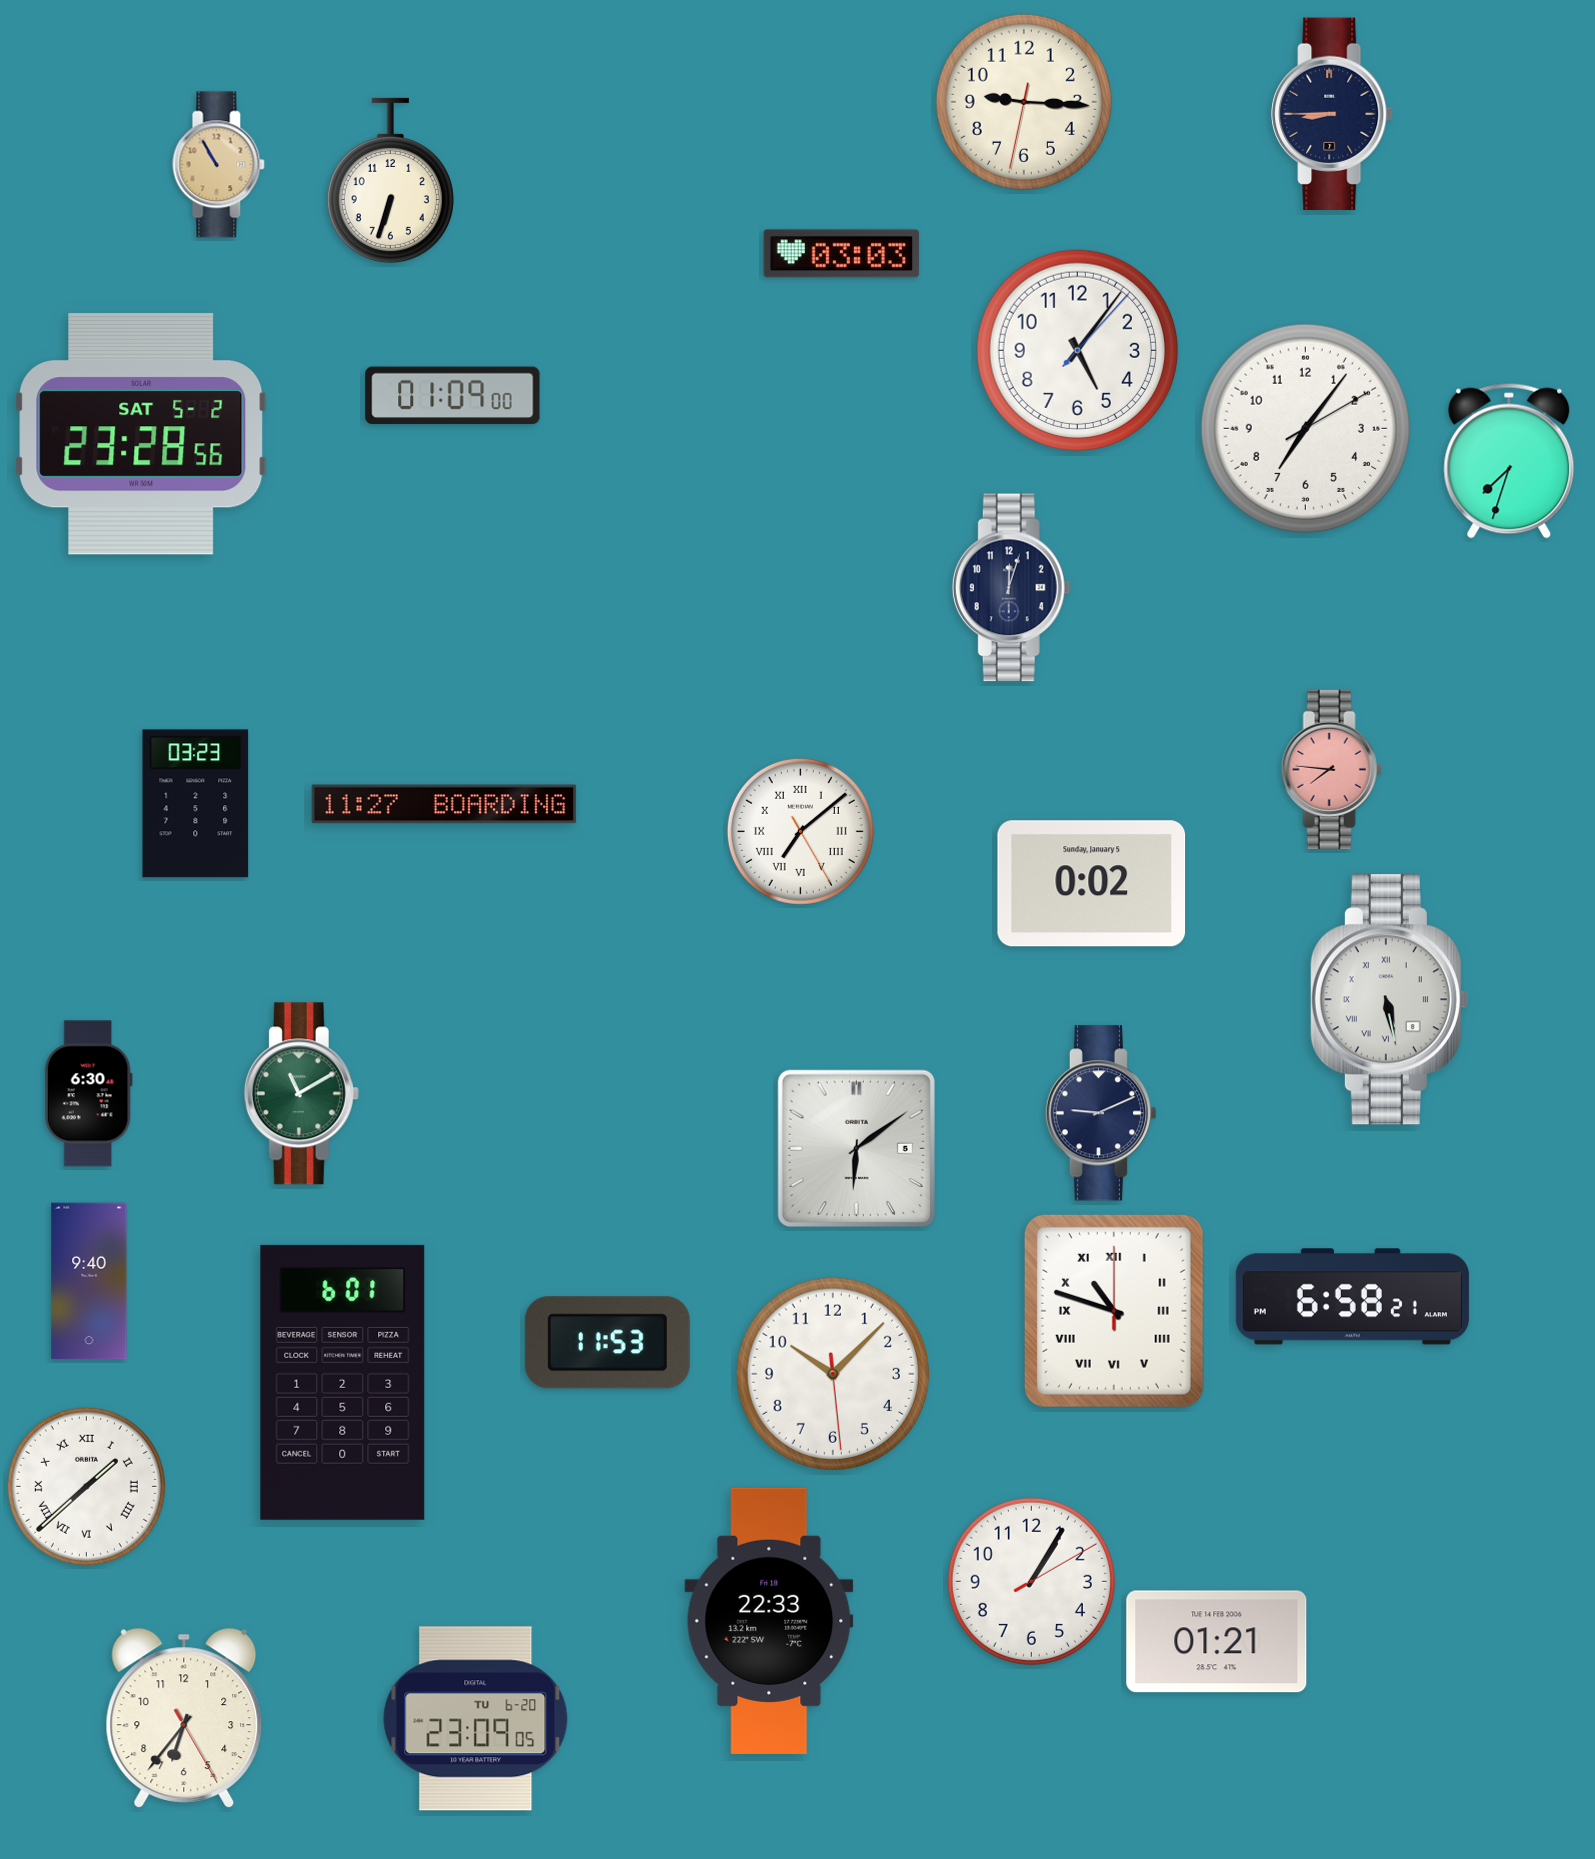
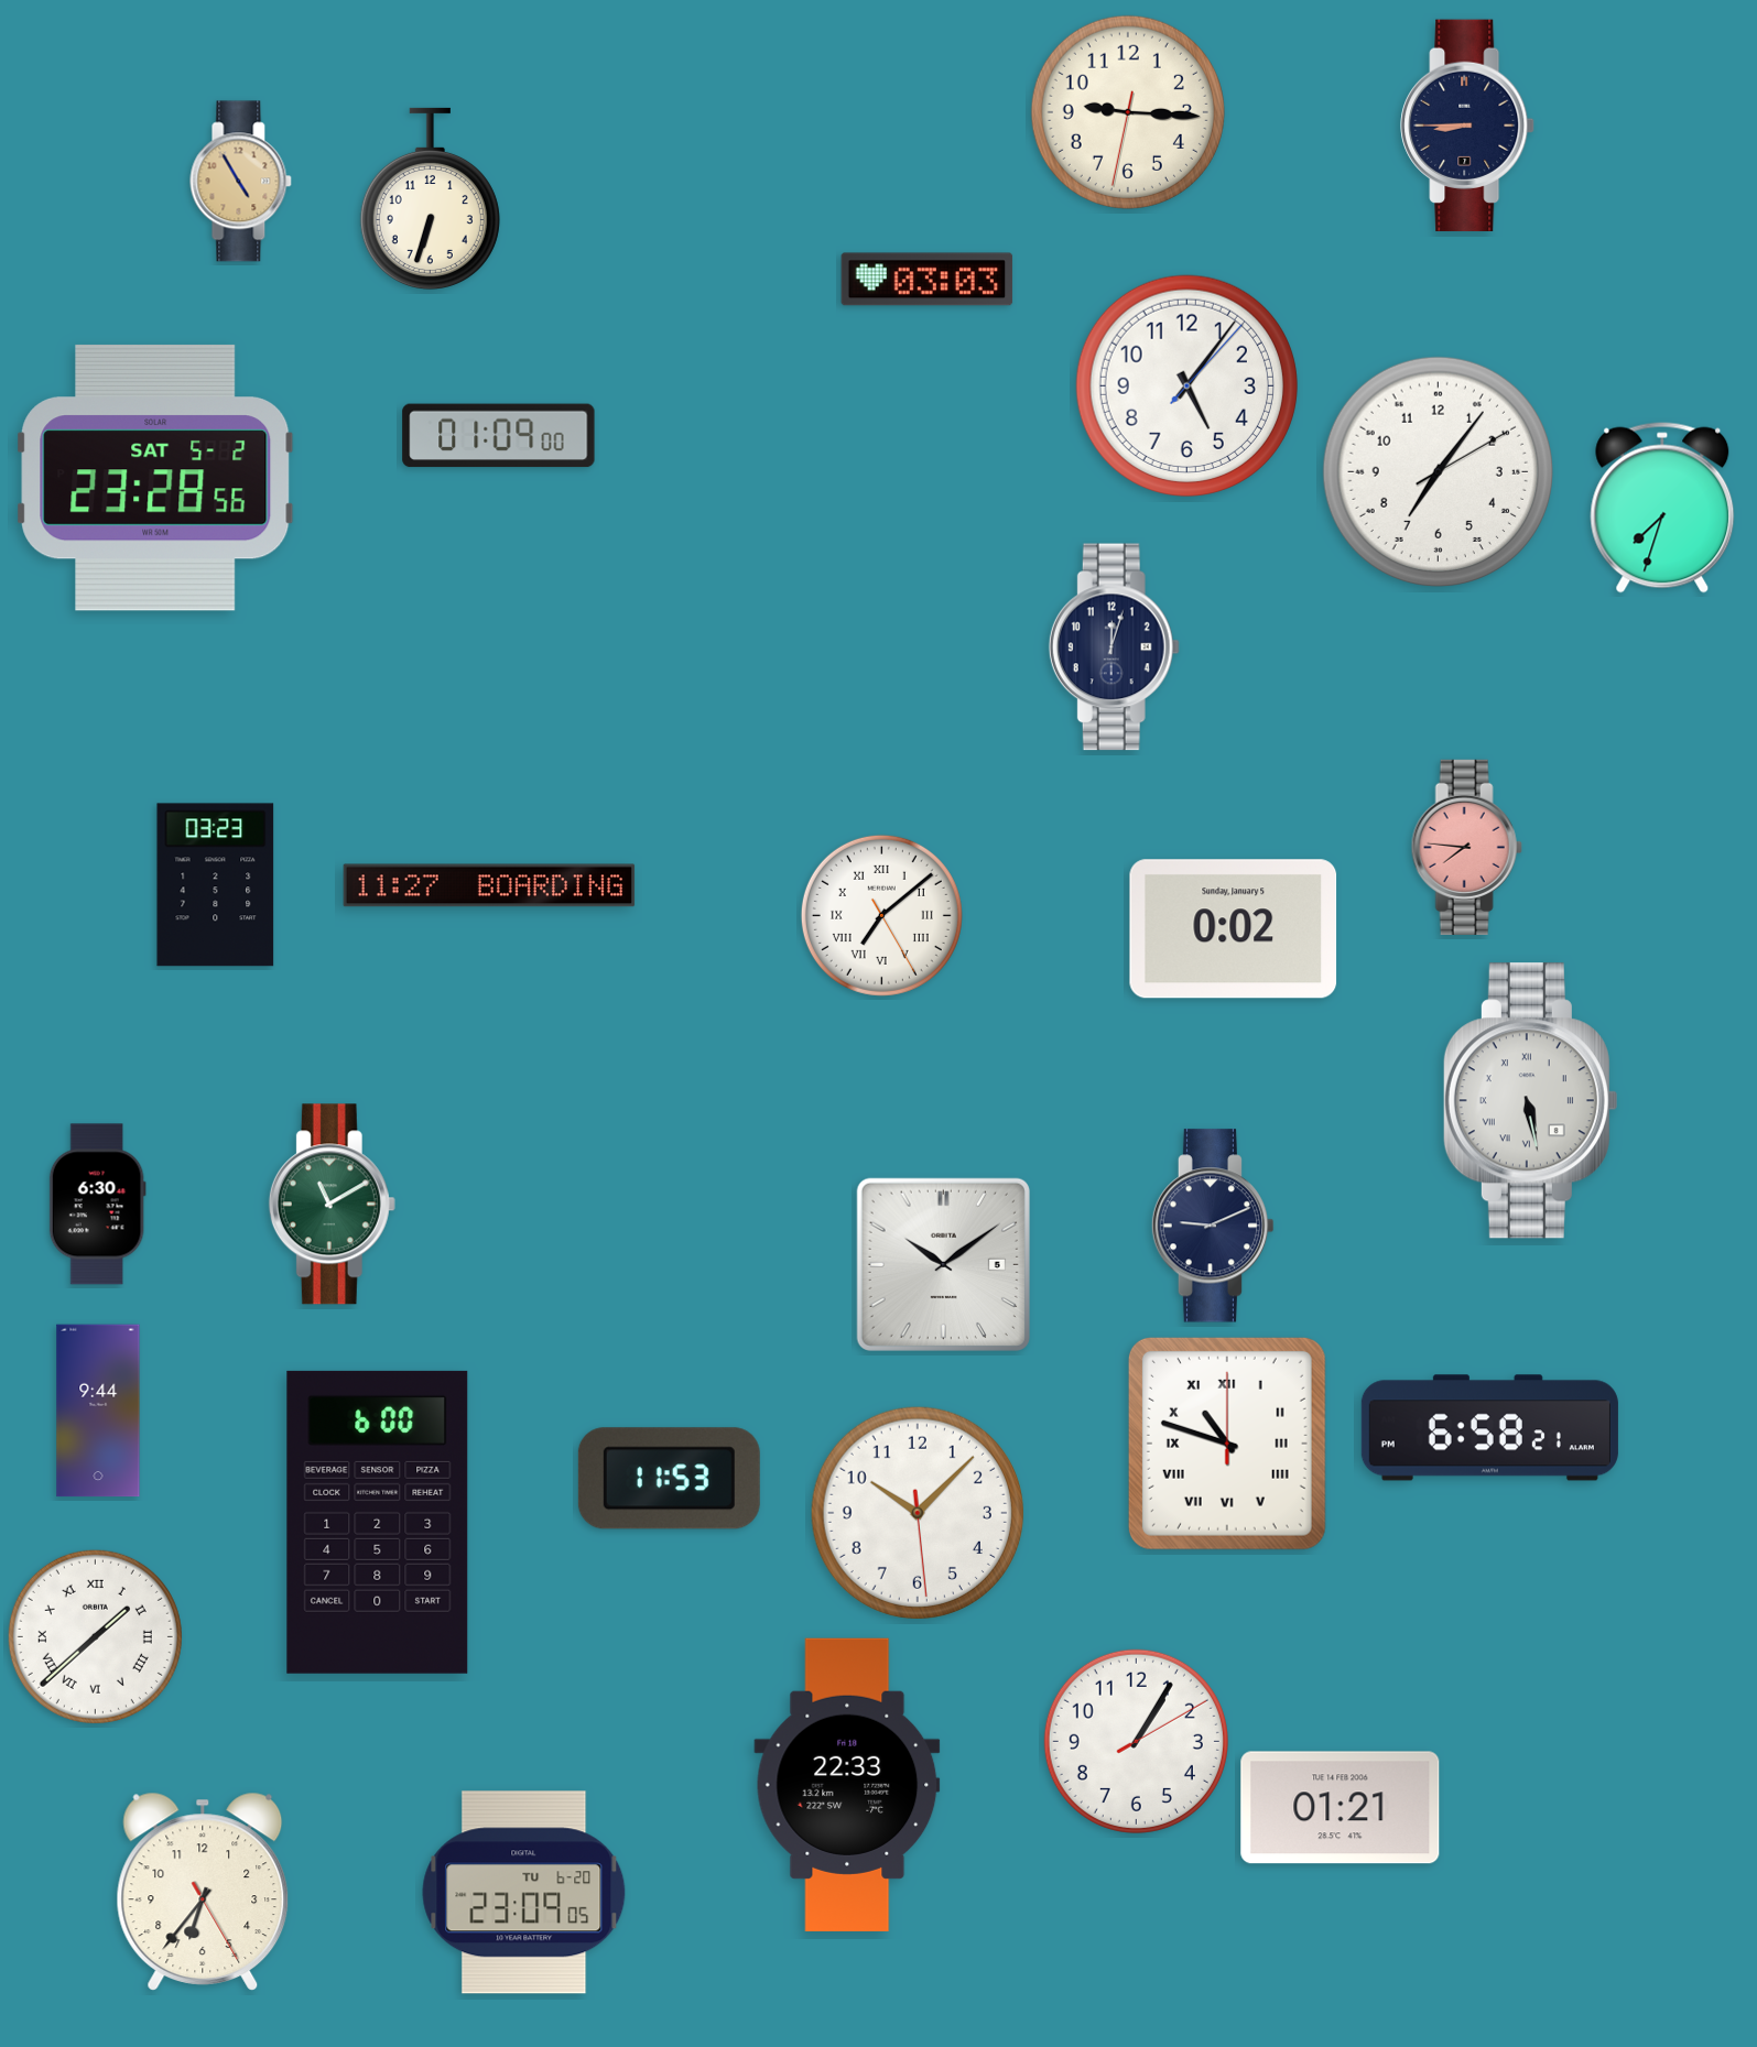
clock at (219, 165): 10:55 -> 4:55
clock at (1092, 884) position: (1092, 884) -> (1234, 929)
clock at (856, 1148): 6:09 -> 10:09
clock at (89, 1281): 9:40 -> 9:44
clock at (343, 1382): 6:01 -> 6:00
